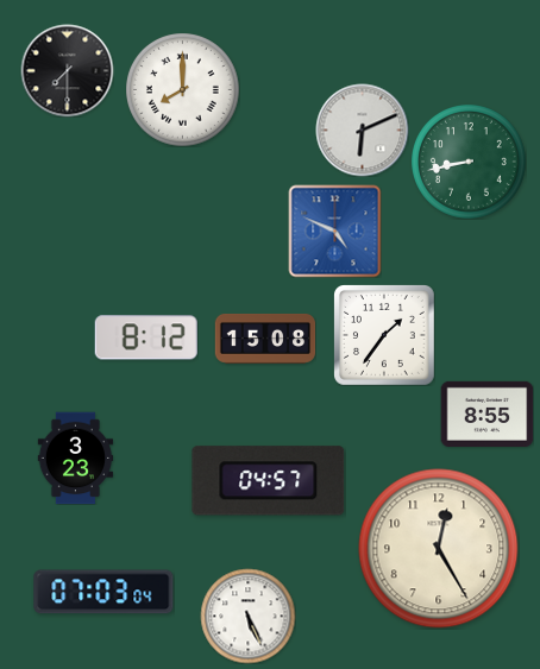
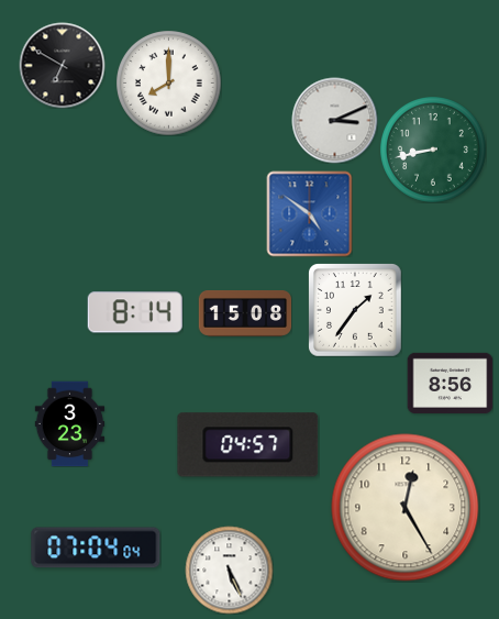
clock at (67, 70): 7:30 -> 6:50
clock at (362, 130): 6:11 -> 3:11
clock at (334, 231): 4:49 -> 4:51
clock at (146, 337): 8:12 -> 8:14
clock at (486, 414): 8:55 -> 8:56
clock at (103, 592): 07:03 -> 07:04
